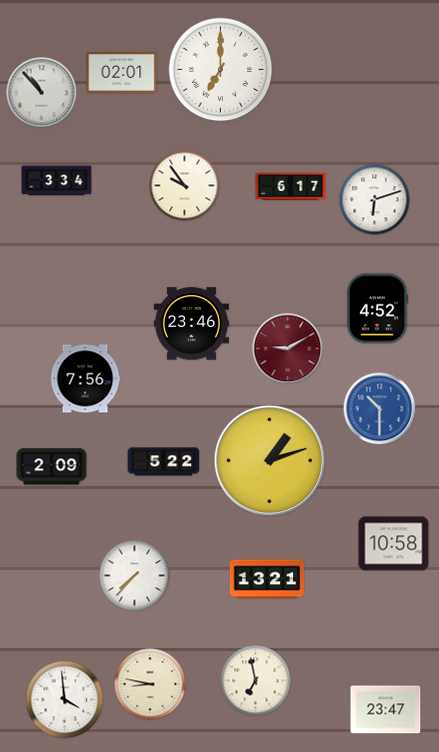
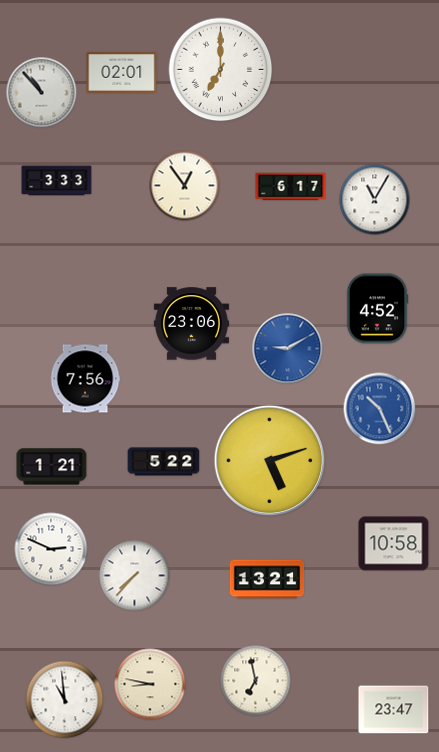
clock at (57, 181): 3:34 -> 3:33
clock at (185, 186): 9:54 -> 12:54
clock at (375, 200): 6:12 -> 11:05
clock at (191, 324): 23:46 -> 23:06
clock at (288, 349) dial: burgundy -> blue
clock at (380, 409): 10:30 -> 10:26
clock at (270, 461): 1:12 -> 5:12
clock at (52, 467): 2:09 -> 1:21
clock at (51, 549): none -> 2:49
clock at (65, 700): 3:59 -> 10:59
clock at (386, 710) position: (386, 710) -> (394, 710)
